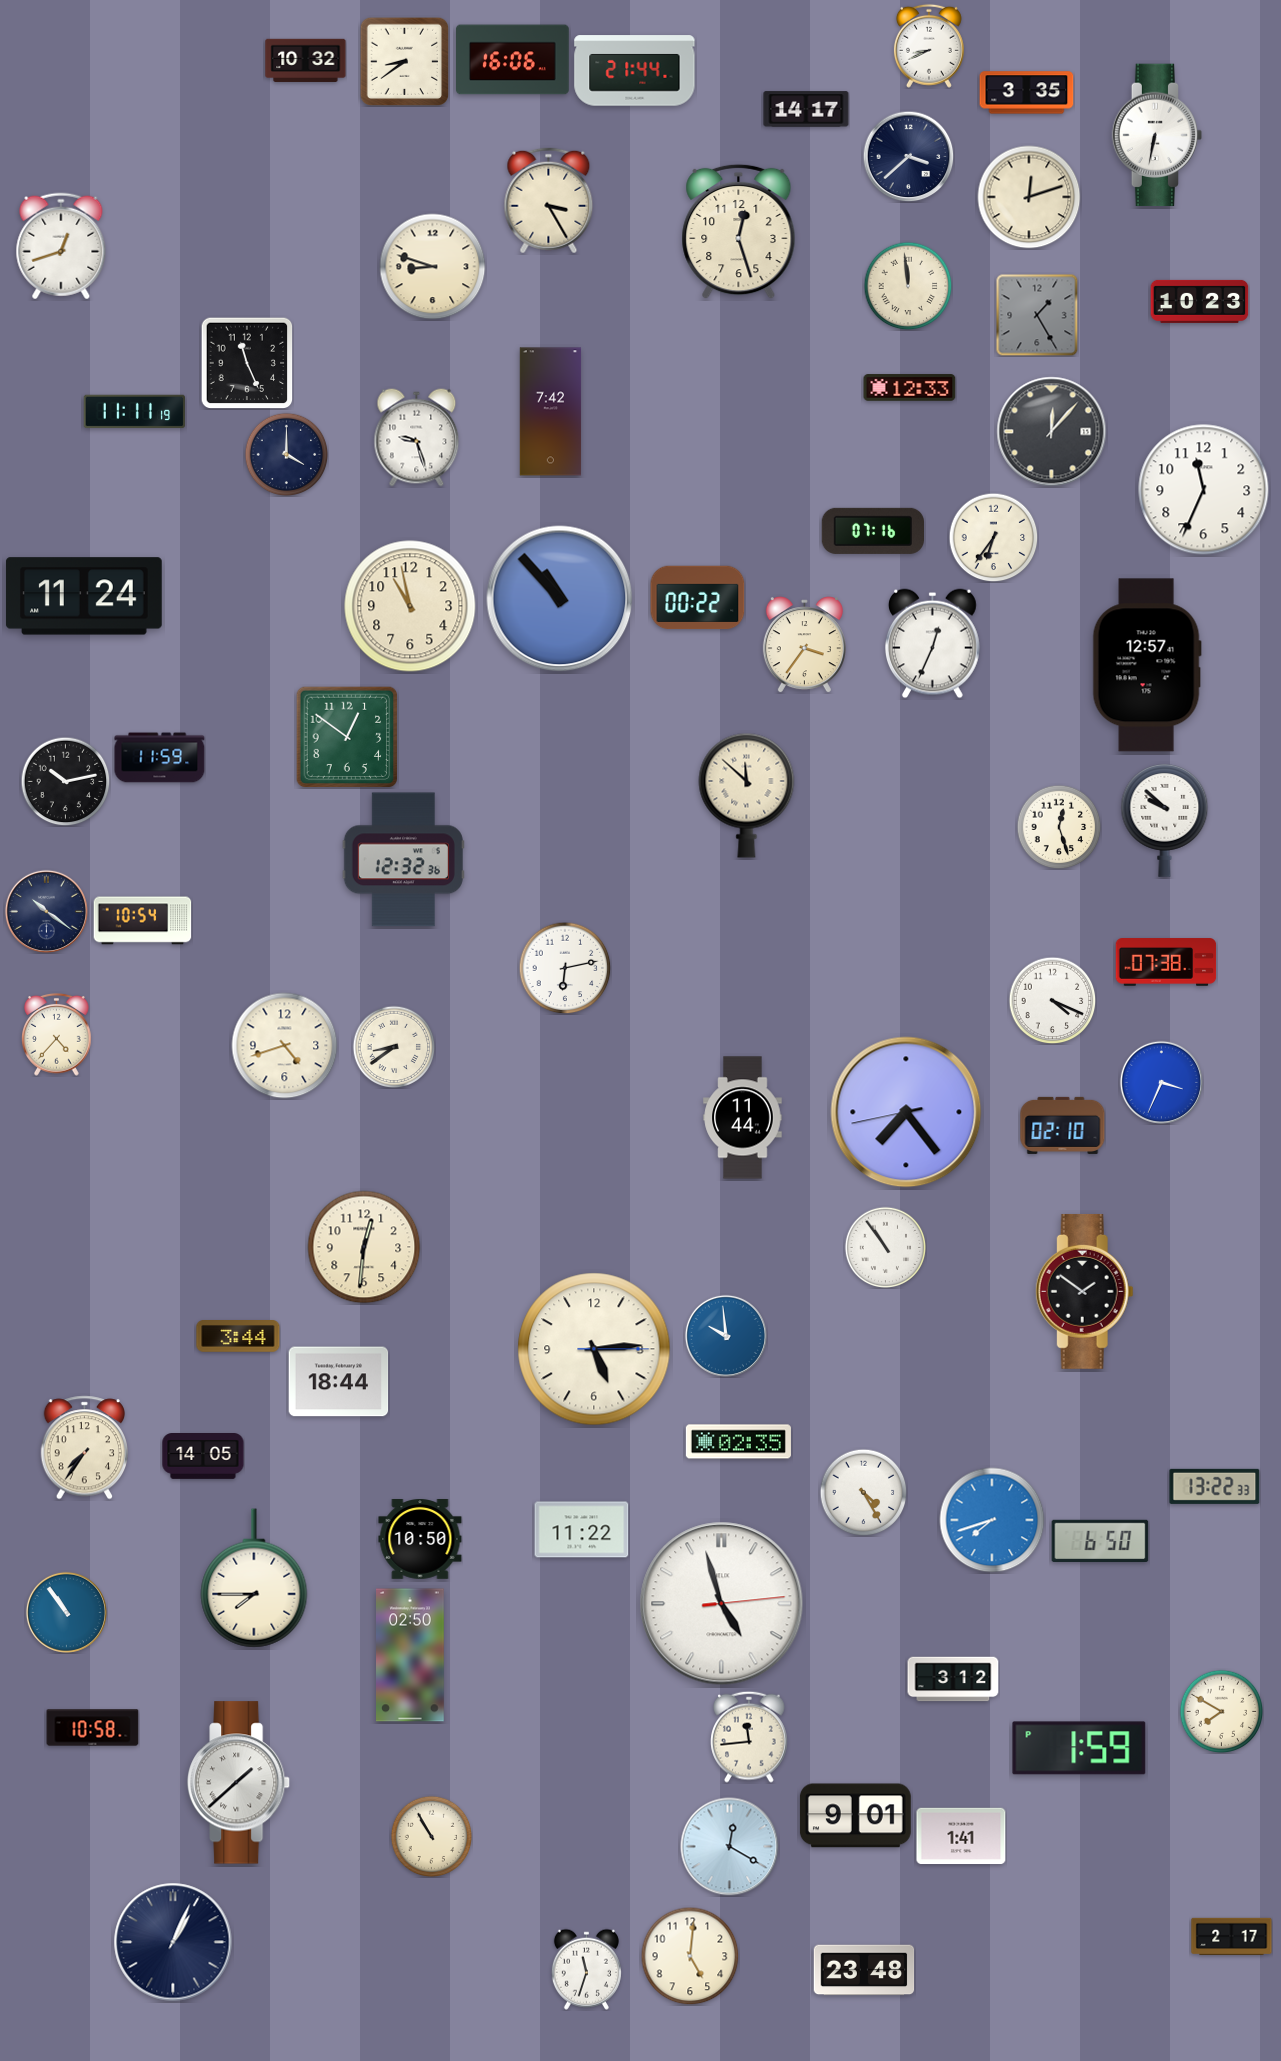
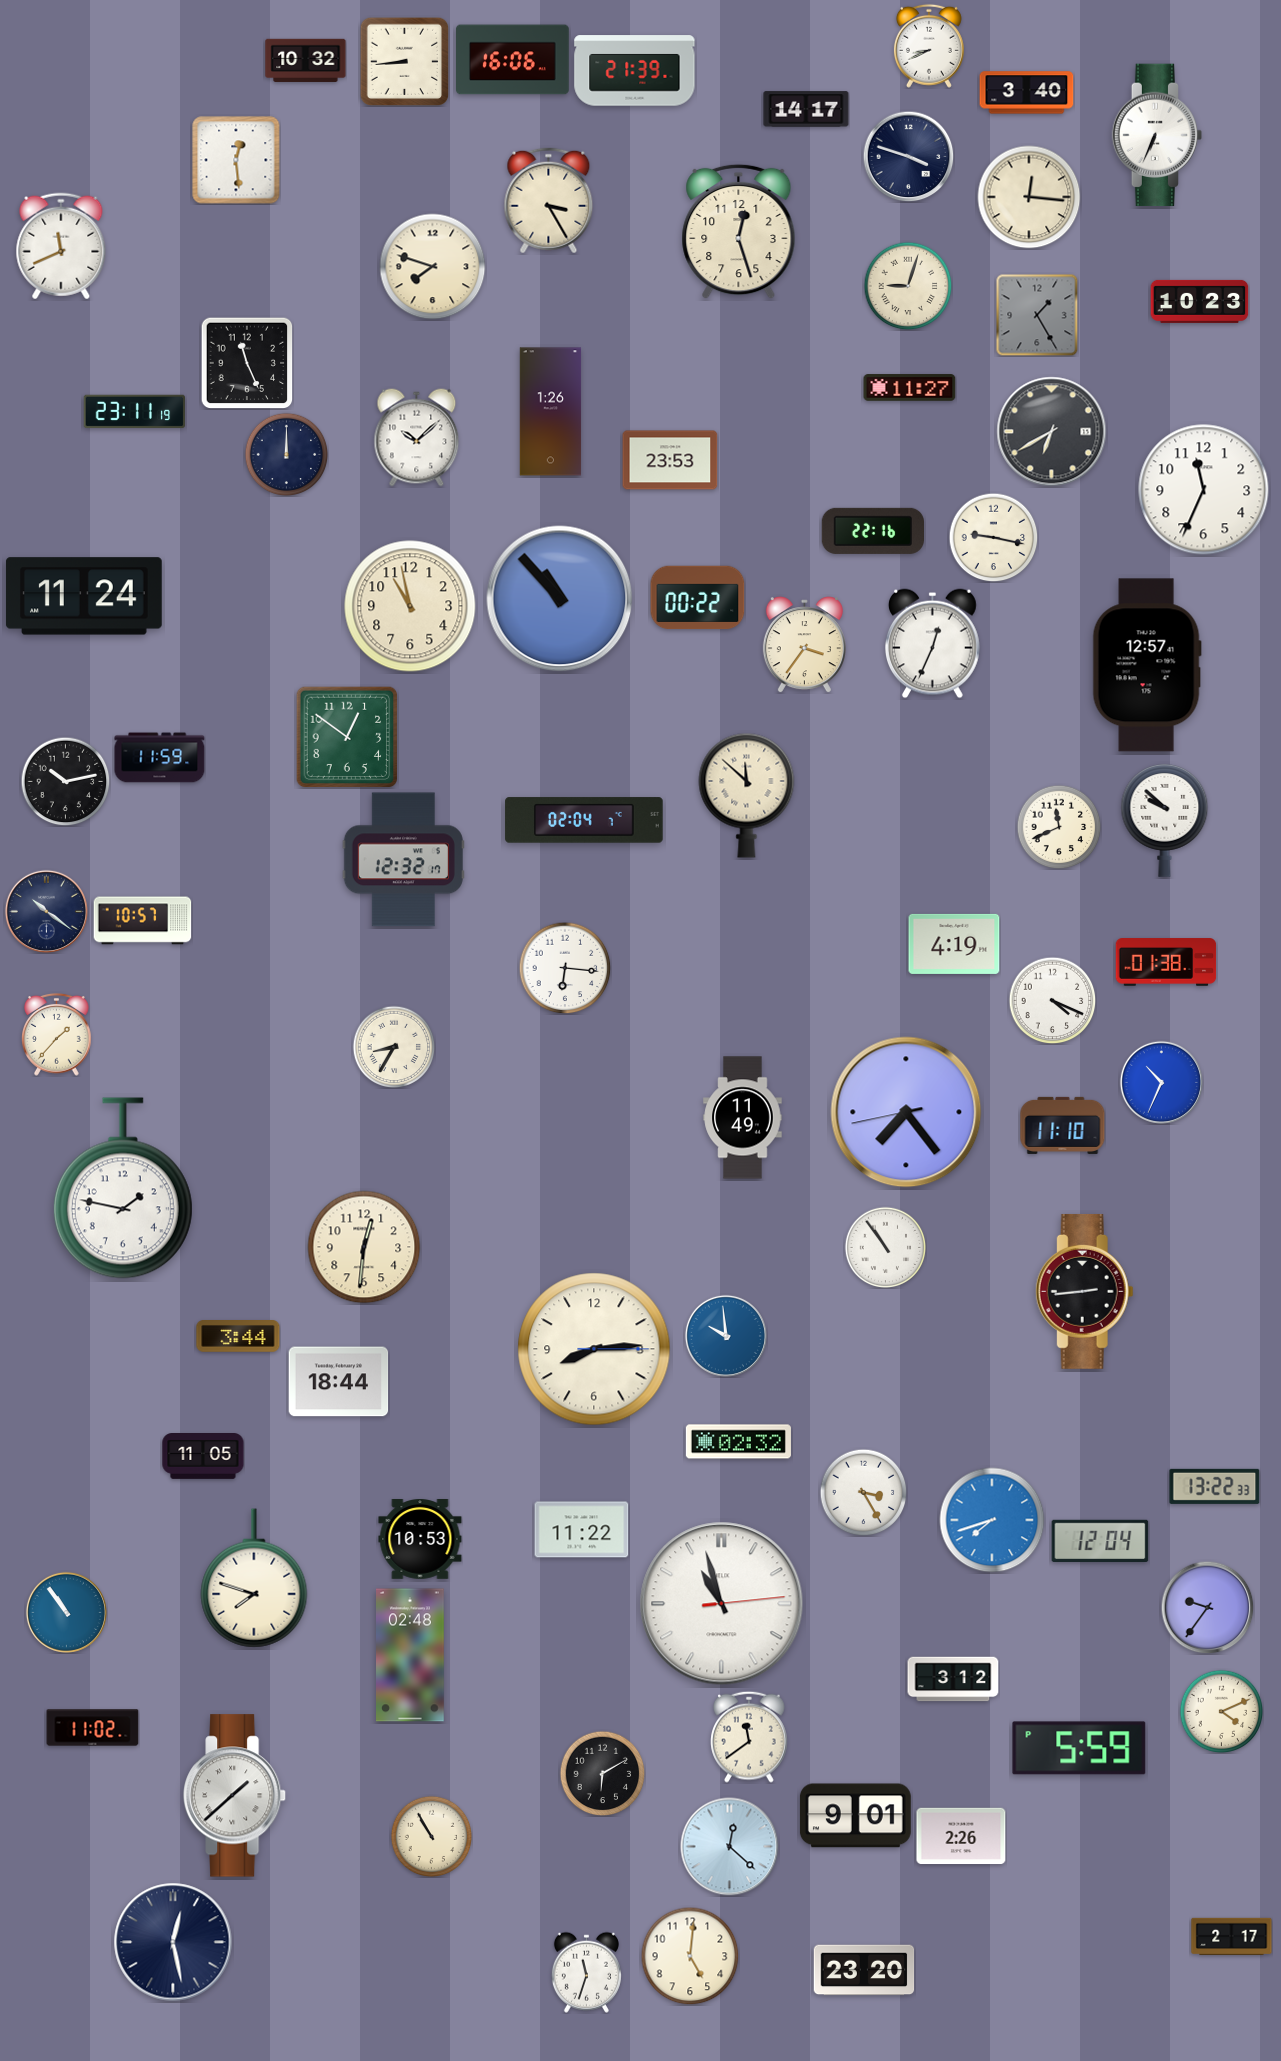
clock at (404, 61): 8:39 -> 8:44
clock at (635, 71): 21:44 -> 21:39
clock at (1027, 93): 3:35 -> 3:40
clock at (1157, 135): 6:32 -> 6:34
clock at (908, 156): 3:38 -> 3:48
clock at (236, 160): none -> 12:29
clock at (1029, 197): 12:12 -> 12:16
clock at (61, 246): 12:42 -> 11:41
clock at (433, 267): 8:48 -> 7:48
clock at (908, 286): 11:59 -> 9:03
clock at (910, 388): 12:33 -> 11:27
clock at (135, 412): 11:11 -> 23:11
clock at (551, 412): 7:42 -> 1:26
clock at (1052, 432): 12:07 -> 6:40
clock at (417, 438): 9:27 -> 10:08
clock at (286, 454): 4:00 -> 12:00
clock at (670, 460): none -> 23:53
clock at (872, 531): 07:16 -> 22:16
clock at (993, 537): 6:36 -> 9:17
clock at (584, 820): none -> 02:04
clock at (1059, 827): 12:27 -> 11:41
clock at (403, 860): 12:32:36 -> 12:32:17
clock at (143, 921): 10:54 -> 10:57
clock at (954, 944): none -> 4:19
clock at (1166, 962): 07:38 -> 01:38
clock at (565, 968): 6:13 -> 6:16
clock at (57, 1035): 4:37 -> 1:37
clock at (285, 1046): 4:42 -> none
clock at (394, 1047): 8:39 -> 8:35
clock at (1161, 1082): 3:34 -> 10:34
clock at (743, 1118): 11:44 -> 11:49
clock at (1063, 1125): 02:10 -> 11:10
clock at (123, 1188): none -> 1:47
clock at (1084, 1291): 1:51 -> 2:44
clock at (594, 1349): 5:14 -> 8:14
clock at (738, 1442): 02:35 -> 02:32
clock at (85, 1448): 7:36 -> none
clock at (203, 1457): 14:05 -> 11:05
clock at (863, 1492): 4:25 -> 3:25
clock at (420, 1540): 10:50 -> 10:53
clock at (1100, 1540): 6:50 -> 12:04
clock at (254, 1578): 7:45 -> 7:48
clock at (722, 1604): 4:57 -> 10:57
clock at (1207, 1607): none -> 9:36
clock at (411, 1655): 02:50 -> 02:48
clock at (1221, 1711): 7:50 -> 4:11
clock at (93, 1728): 10:58 -> 11:02
clock at (749, 1737): 11:44 -> 11:39
clock at (1079, 1748): 1:59 -> 5:59
clock at (602, 1773): none -> 6:10
clock at (240, 1783) position: (240, 1783) -> (236, 1796)
clock at (961, 1836): 1:41 -> 2:26
clock at (730, 1847): 12:20 -> 12:22
clock at (173, 1942): 1:04 -> 12:28
clock at (586, 1969) position: (586, 1969) -> (586, 1972)
clock at (864, 1970): 23:48 -> 23:20
